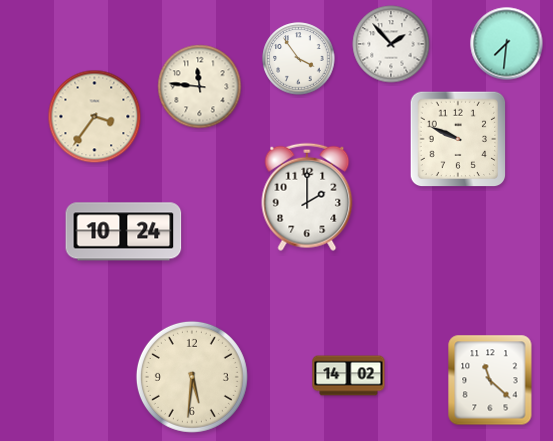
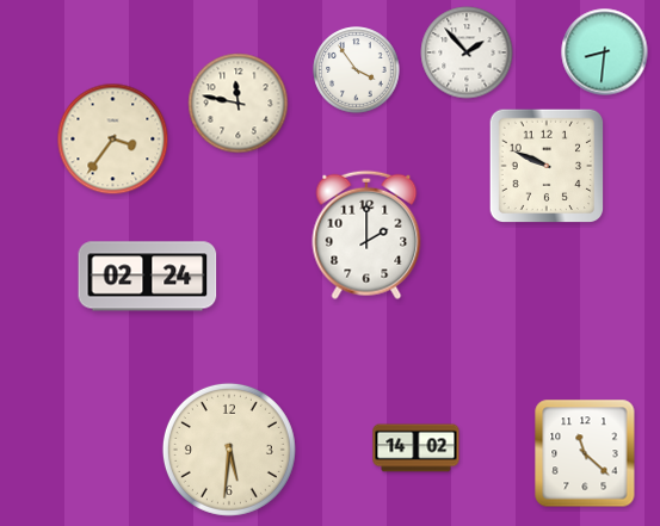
clock at (507, 44): 7:31 -> 8:31
clock at (200, 87): 11:46 -> 11:47
clock at (124, 232): 10:24 -> 02:24
